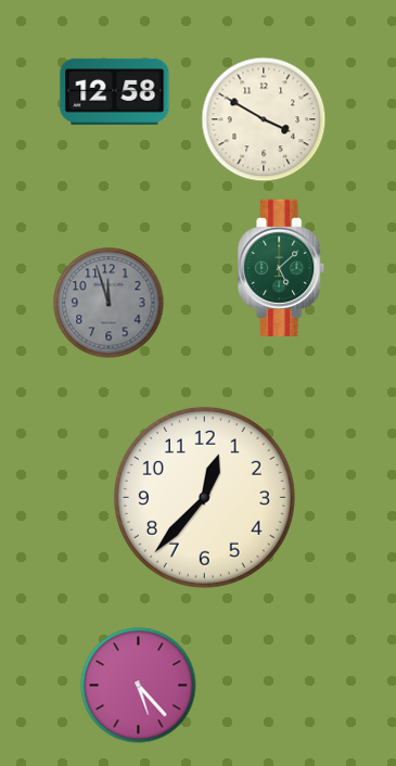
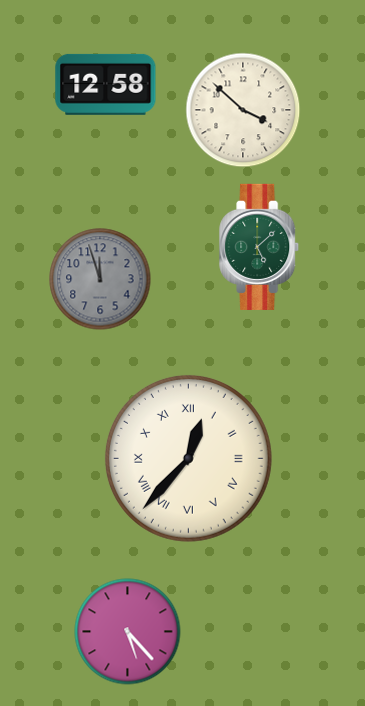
clock at (264, 119): 3:50 -> 3:52
clock at (204, 497) numerals: Arabic -> Roman
